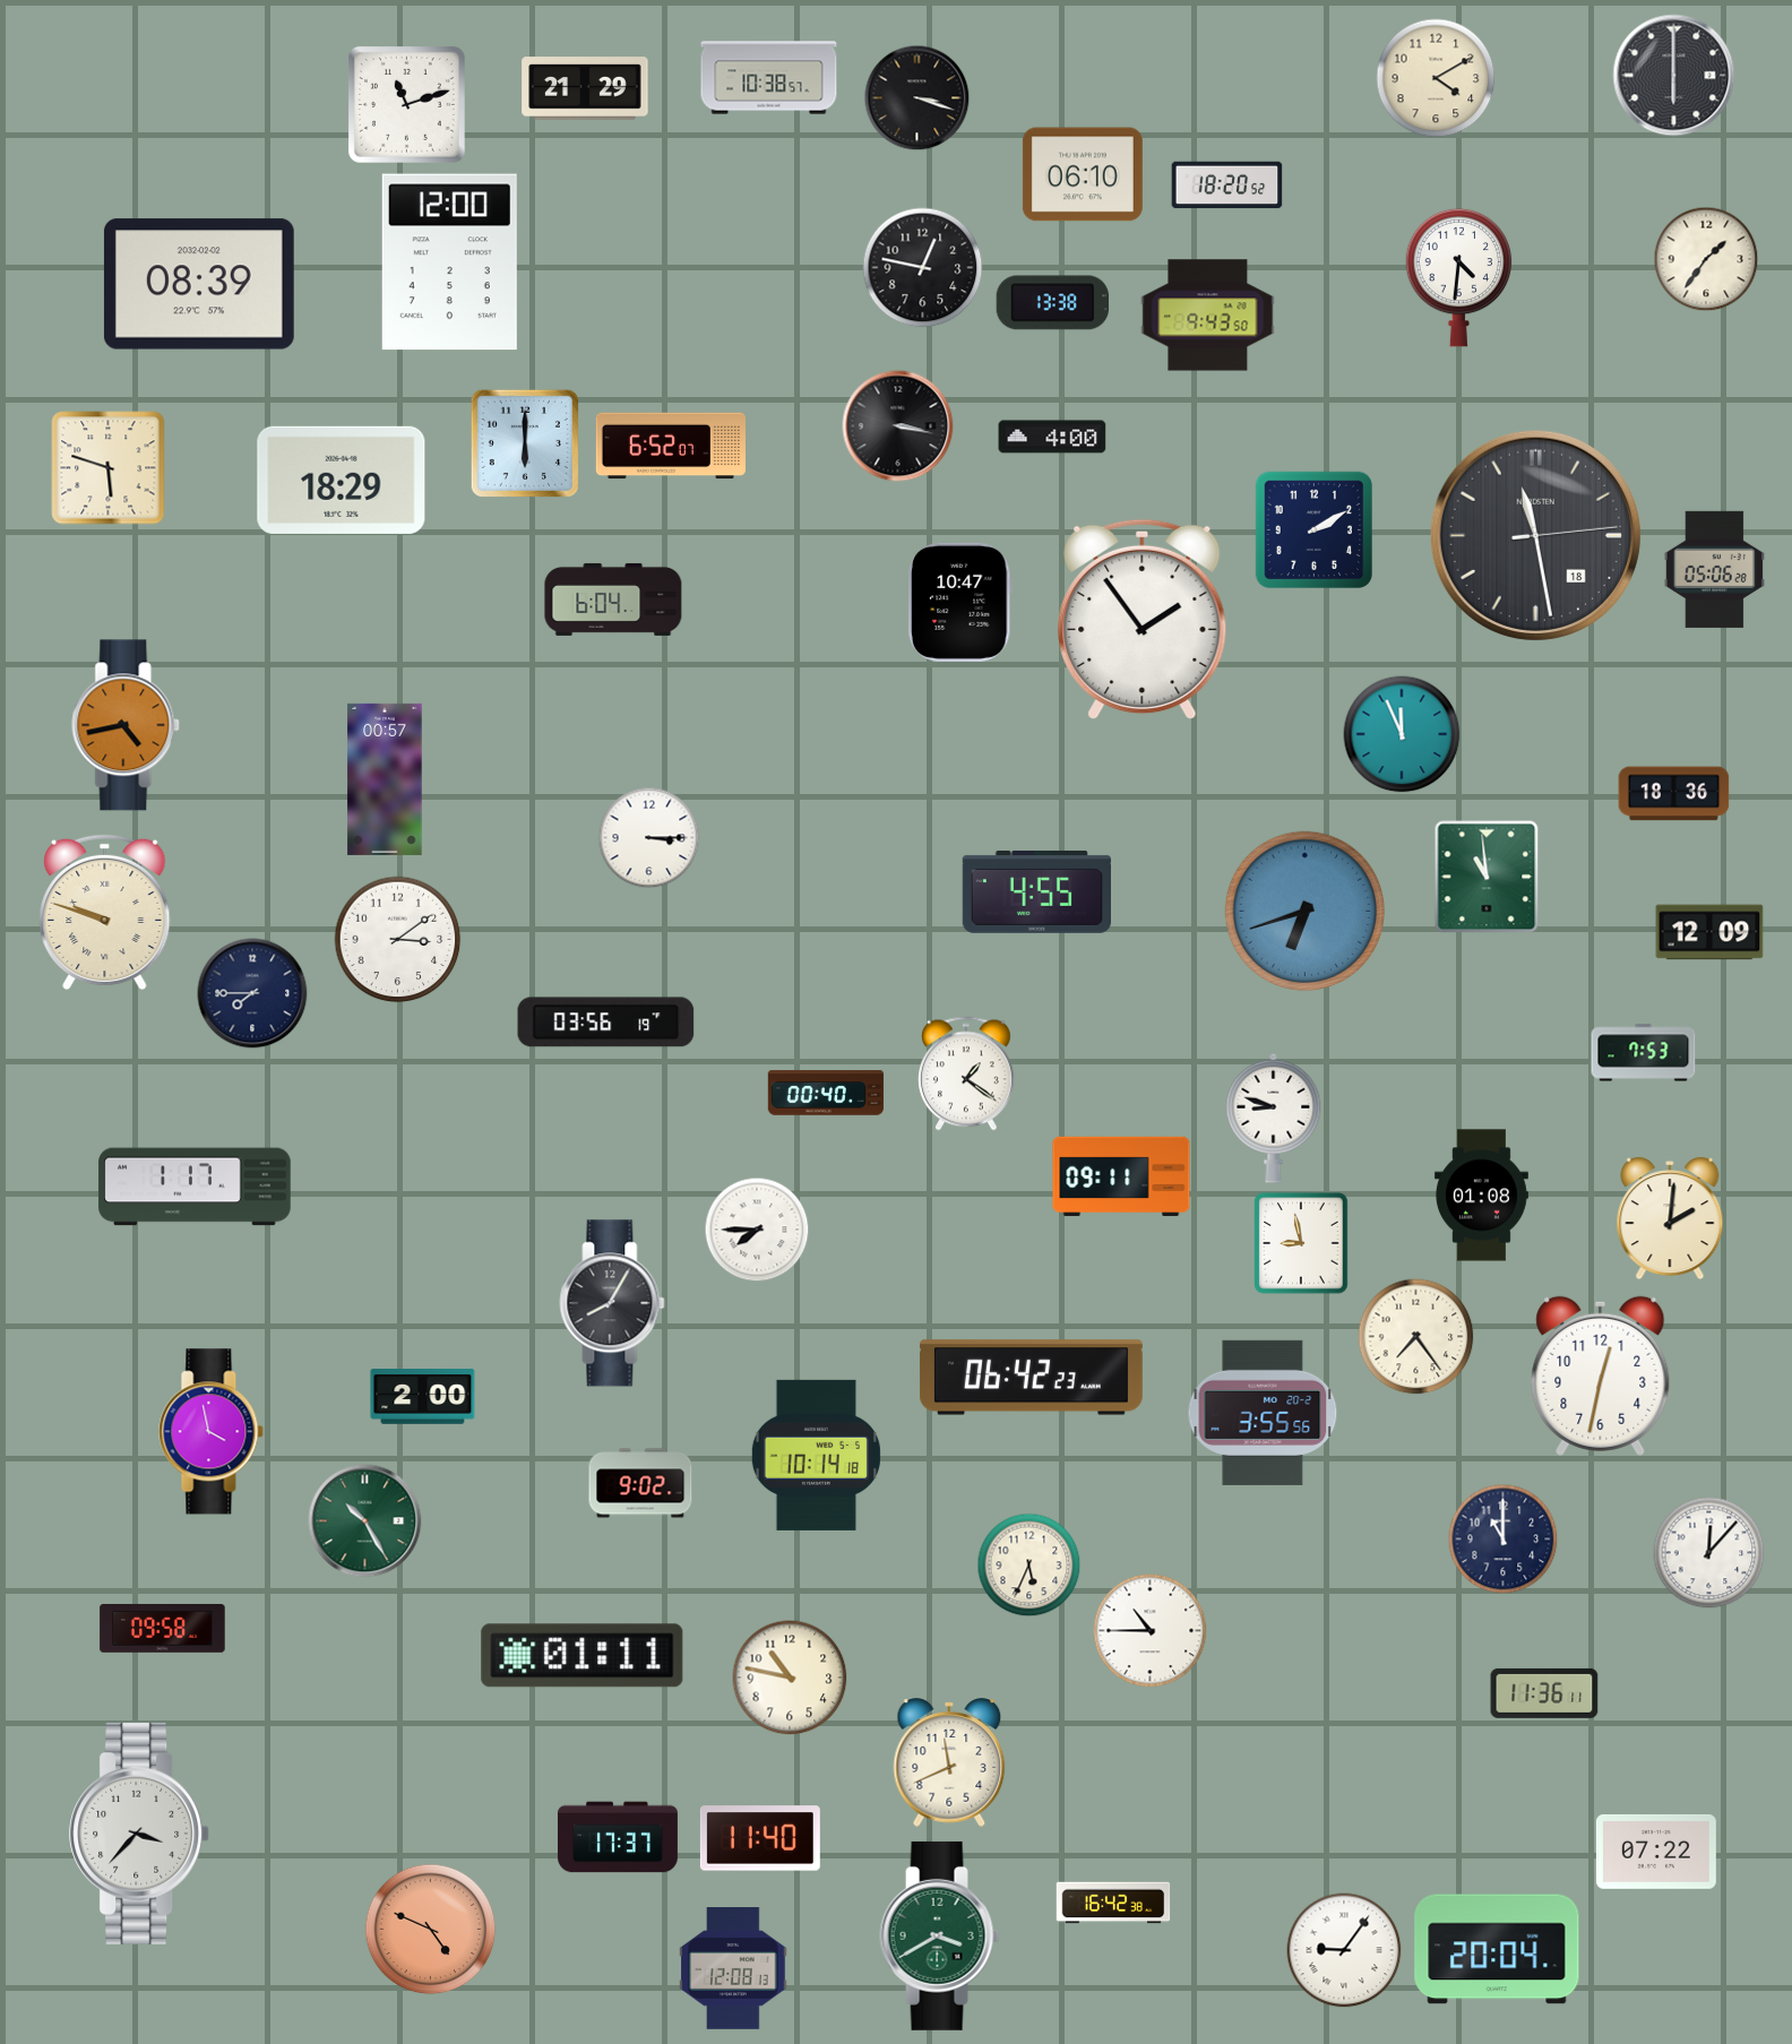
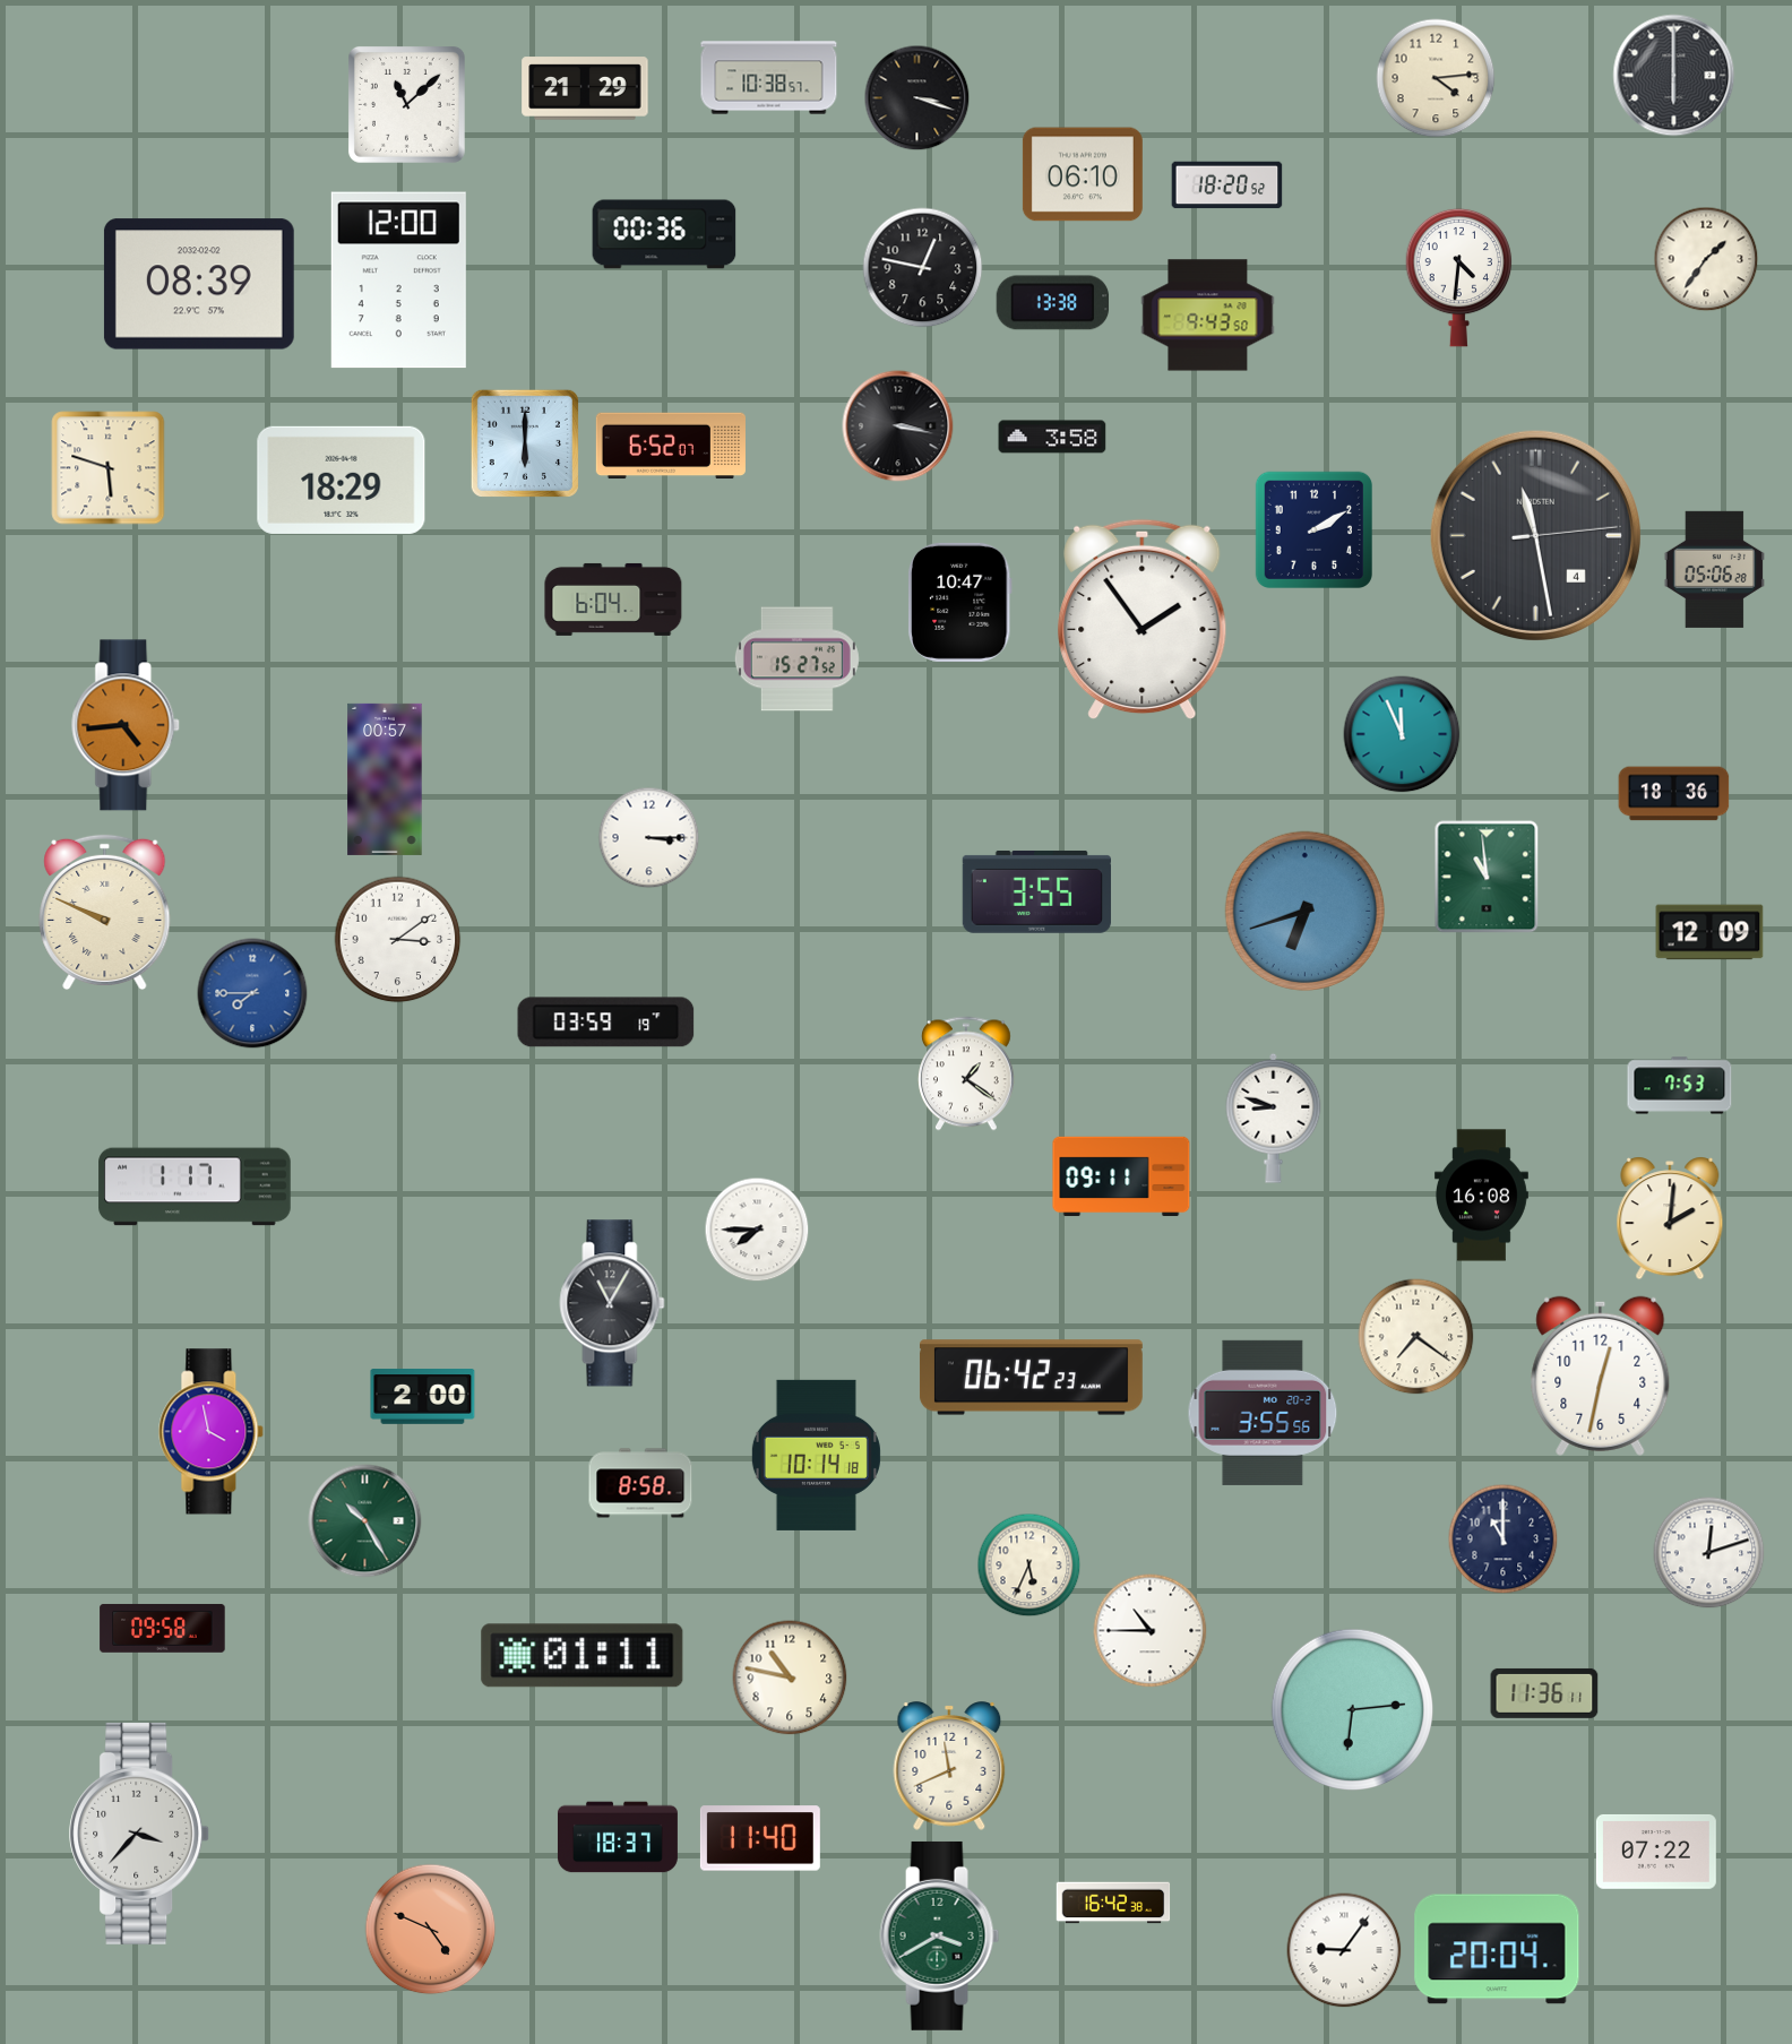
clock at (1436, 78): 4:10 -> 4:14
clock at (406, 104): 11:12 -> 11:08
clock at (664, 234): none -> 00:36
clock at (449, 262) position: (449, 262) -> (398, 281)
clock at (1052, 437): 4:00 -> 3:58
clock at (1535, 535) date: 18 -> 4
clock at (796, 659): none -> 15:27
clock at (127, 725): 4:43 -> 4:44
clock at (1036, 891): 4:55 -> 3:55
clock at (105, 913): 9:48 -> 9:49
clock at (252, 993) dial: navy -> blue
clock at (606, 1023): 03:56 -> 03:59
clock at (1644, 1053) position: (1644, 1053) -> (1680, 1086)
clock at (826, 1093): 00:40 -> none
clock at (1481, 1196): 01:08 -> 16:08
clock at (1301, 1243): 8:58 -> none
clock at (612, 1303): 8:05 -> 11:05
clock at (1416, 1337): 7:24 -> 7:21
clock at (640, 1483): 9:02 -> 8:58
clock at (1709, 1553): 12:07 -> 12:12
clock at (1352, 1709): none -> 6:14
clock at (949, 1762) position: (949, 1762) -> (949, 1766)
clock at (618, 1837): 17:37 -> 18:37
clock at (733, 1969): 12:08 -> none
